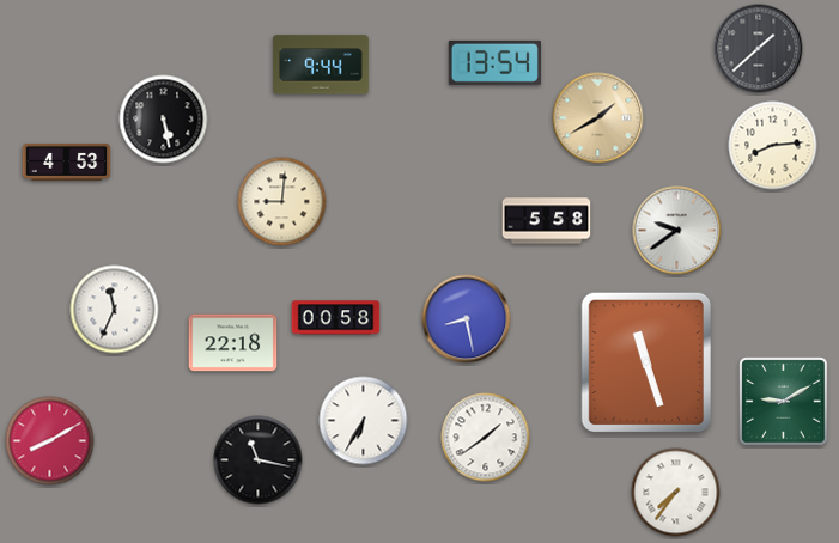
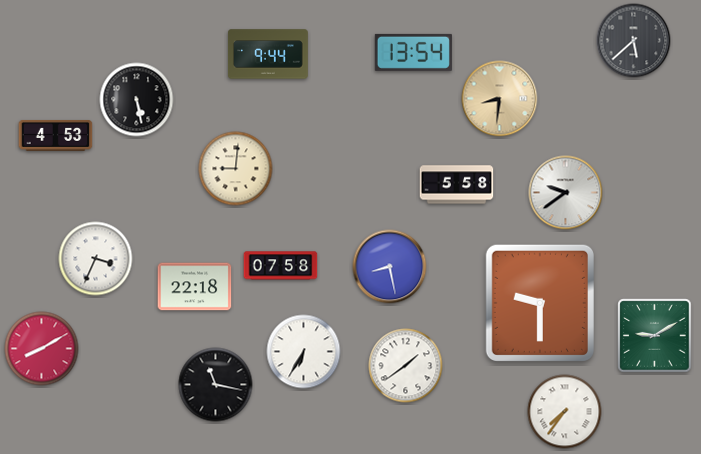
clock at (759, 49): 1:38 -> 5:38
clock at (598, 118): 1:40 -> 8:31
clock at (773, 146): 8:14 -> none
clock at (115, 310): 11:34 -> 3:34
clock at (336, 318): 00:58 -> 07:58
clock at (646, 361): 11:27 -> 9:30
clock at (50, 441) position: (50, 441) -> (42, 349)
